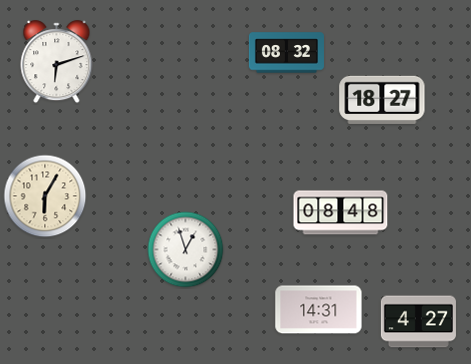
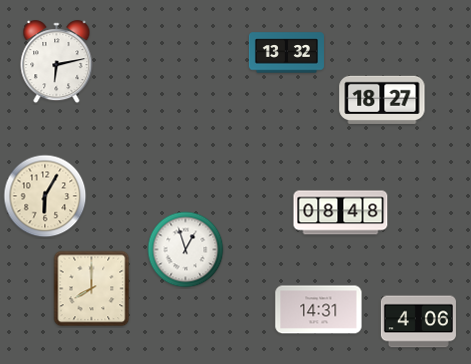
clock at (286, 53): 08:32 -> 13:32
clock at (57, 62): 6:12 -> 6:13
clock at (92, 289): none -> 8:00
clock at (418, 322): 4:27 -> 4:06
